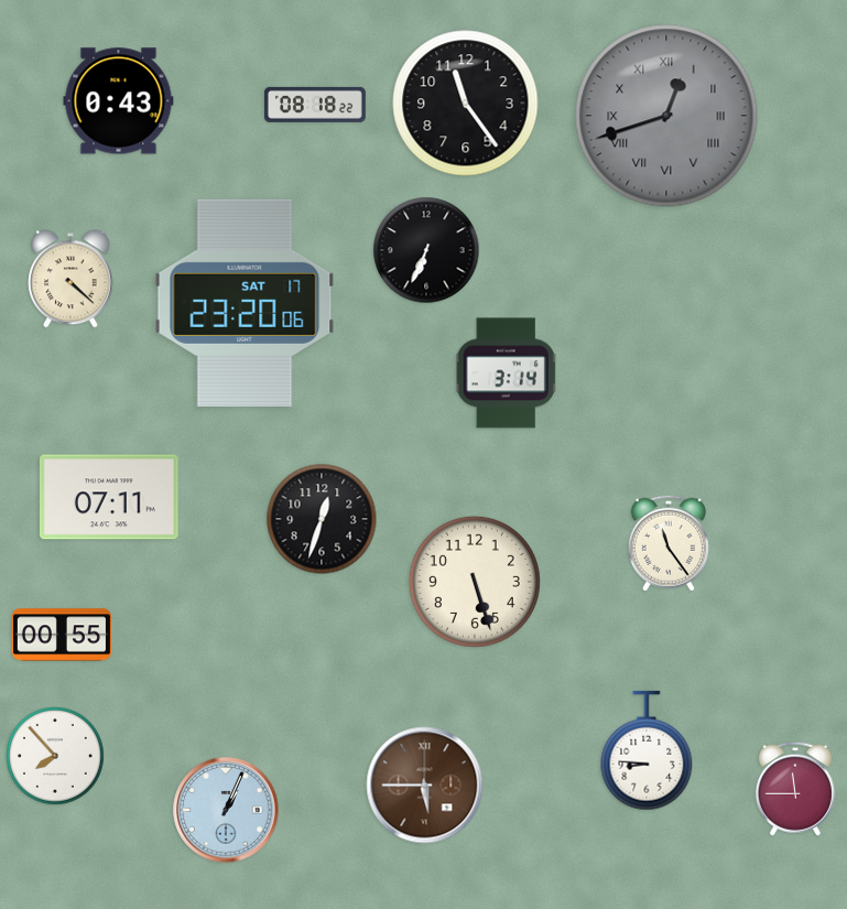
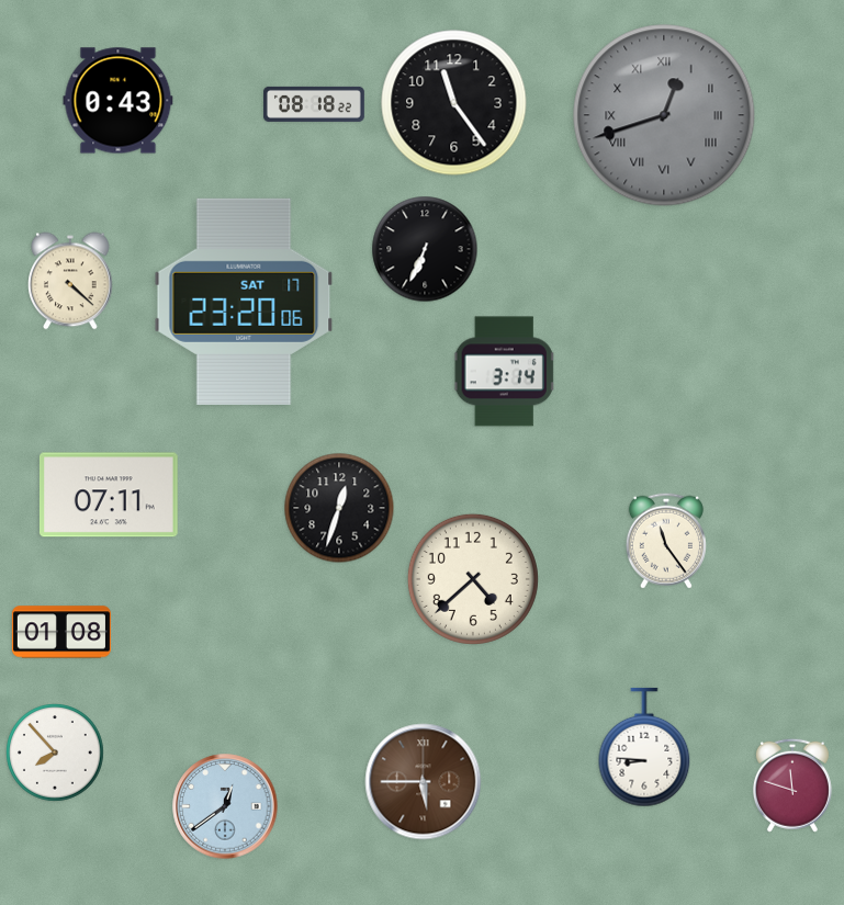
clock at (466, 104) position: (466, 104) -> (454, 103)
clock at (70, 279) position: (70, 279) -> (70, 281)
clock at (322, 519) position: (322, 519) -> (339, 508)
clock at (475, 582): 5:27 -> 4:38
clock at (62, 635): 00:55 -> 01:08
clock at (795, 789): 11:45 -> 11:48
clock at (226, 810): 1:04 -> 12:39
